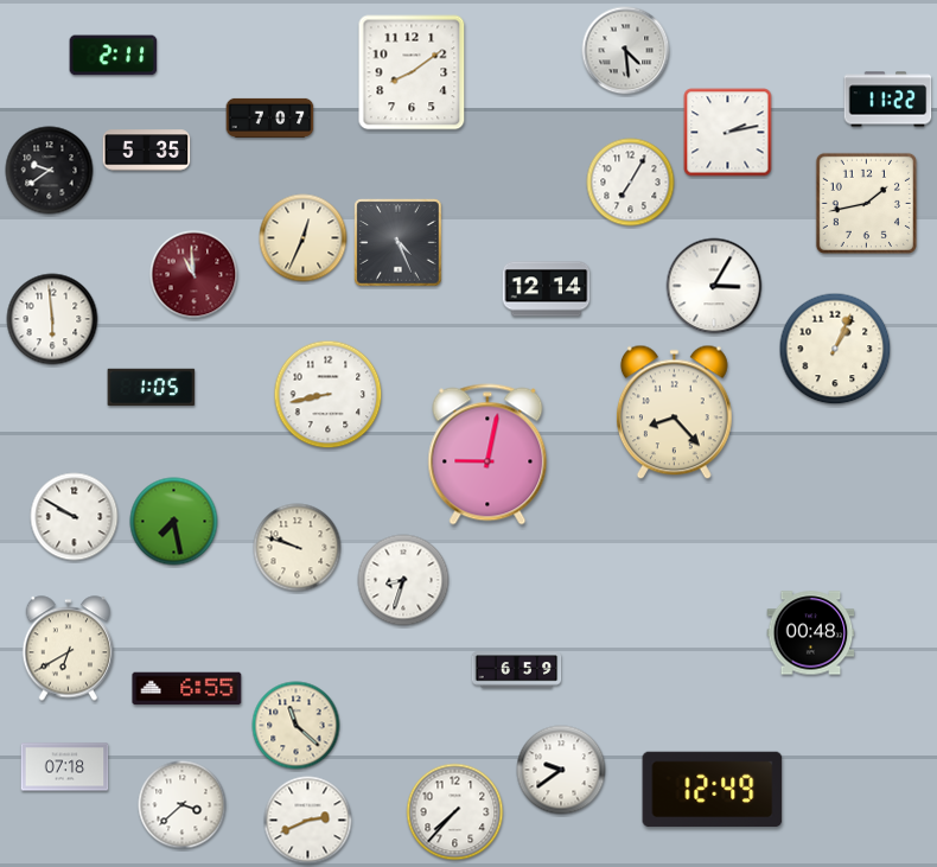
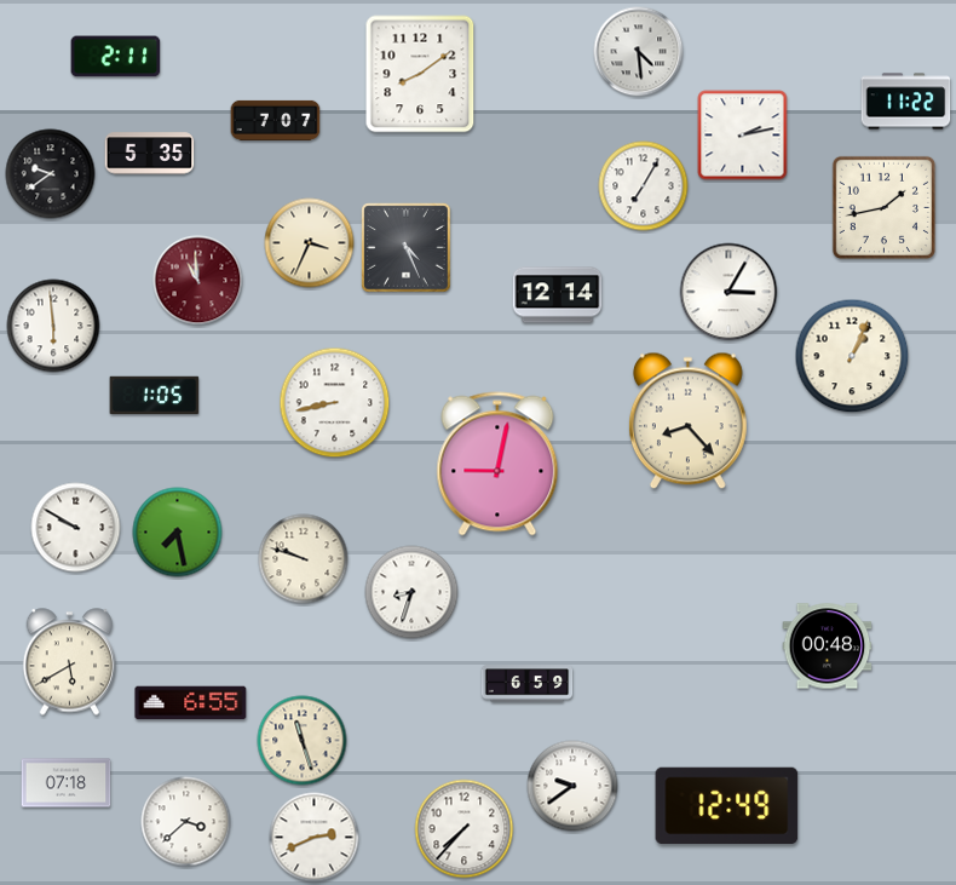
clock at (304, 238): 12:34 -> 3:34
clock at (69, 649): 6:40 -> 5:40
clock at (297, 726): 11:22 -> 11:27
